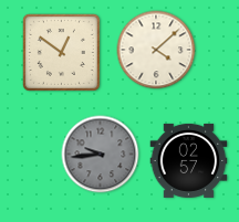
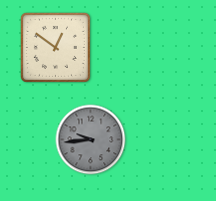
clock at (156, 50): 4:08 -> none
clock at (189, 160): 02:57 -> none
